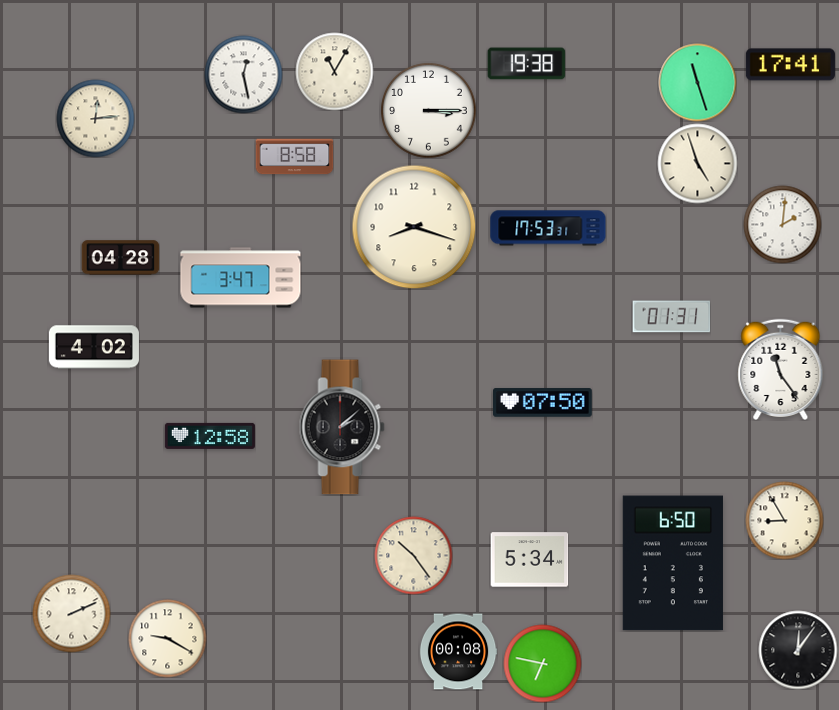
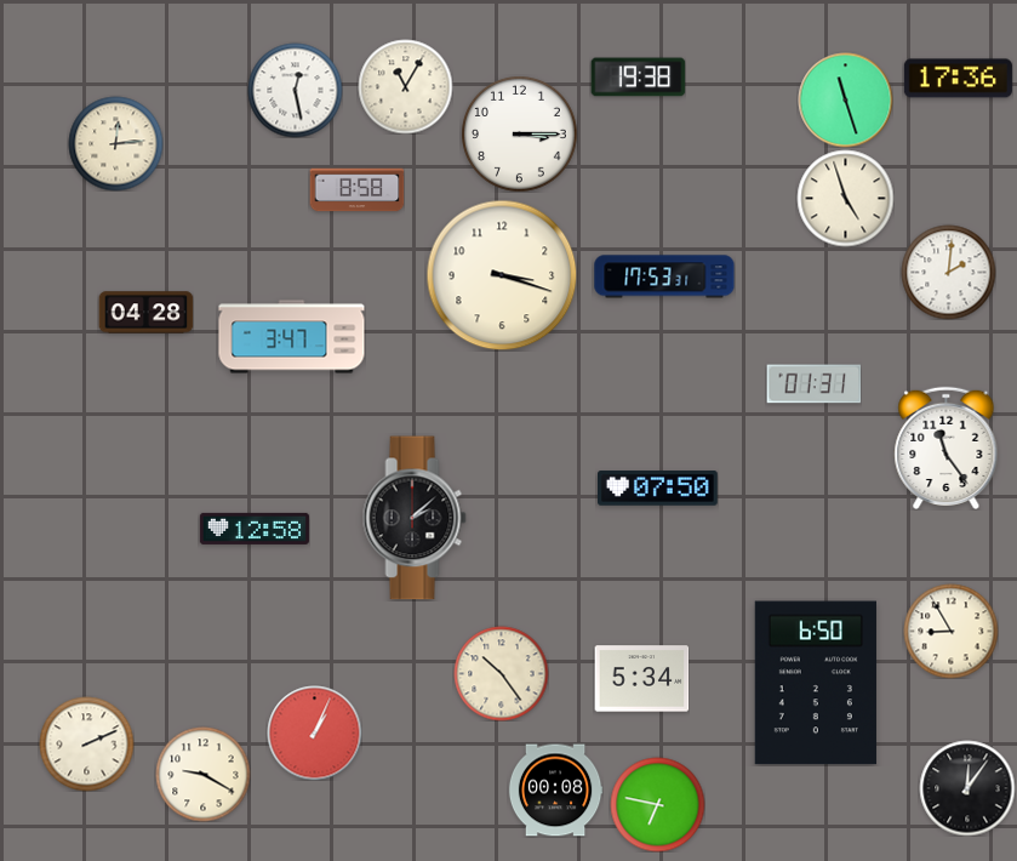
clock at (790, 65): 17:41 -> 17:36
clock at (414, 227): 8:18 -> 3:18
clock at (94, 347): 4:02 -> none
clock at (314, 732): none -> 1:04
